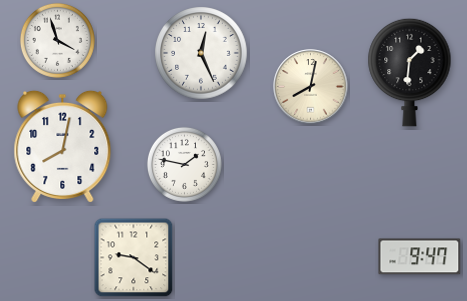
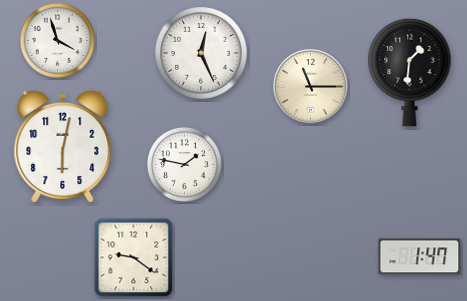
clock at (311, 87): 8:02 -> 11:15
clock at (63, 146): 8:02 -> 6:02
clock at (420, 257): 9:47 -> 1:47
